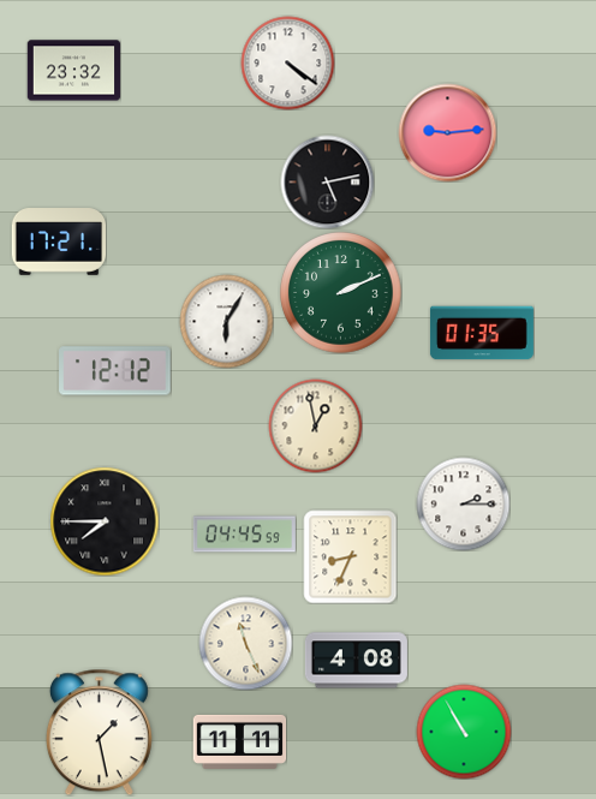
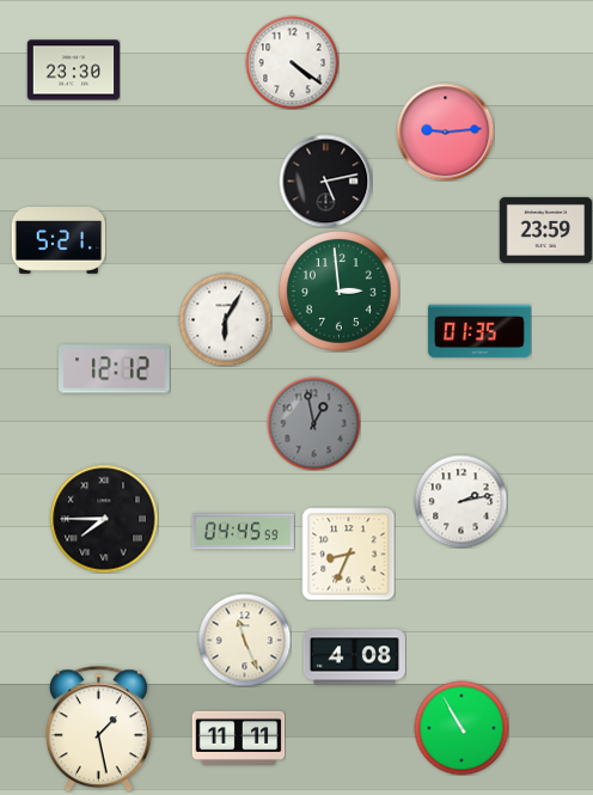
clock at (287, 62) position: (287, 62) -> (292, 62)
clock at (73, 71): 23:32 -> 23:30
clock at (545, 230): none -> 23:59
clock at (59, 242): 17:21 -> 5:21
clock at (341, 293): 2:11 -> 2:59
clock at (315, 425) dial: cream -> grey
clock at (463, 503): 2:15 -> 2:13
